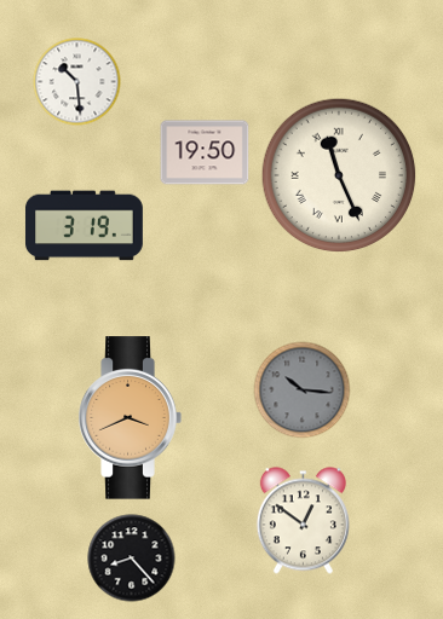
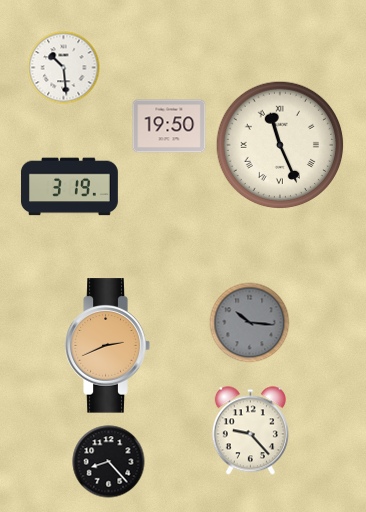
clock at (130, 418): 3:41 -> 2:41
clock at (303, 521): 12:51 -> 9:23
